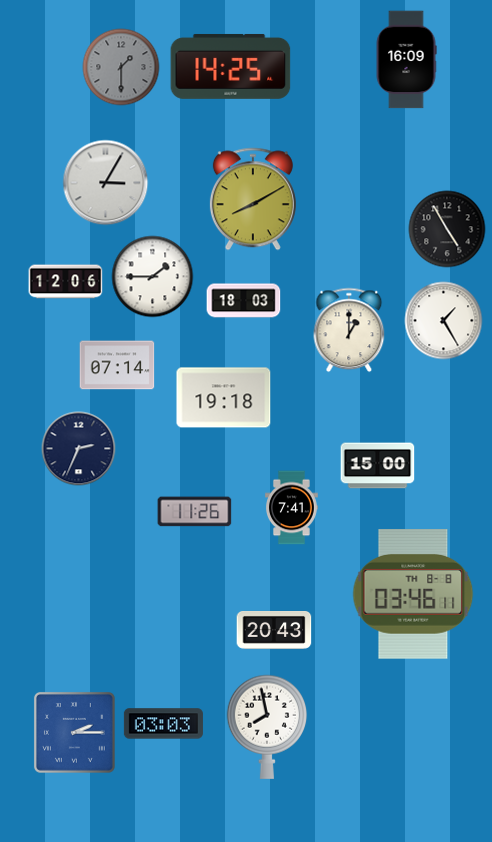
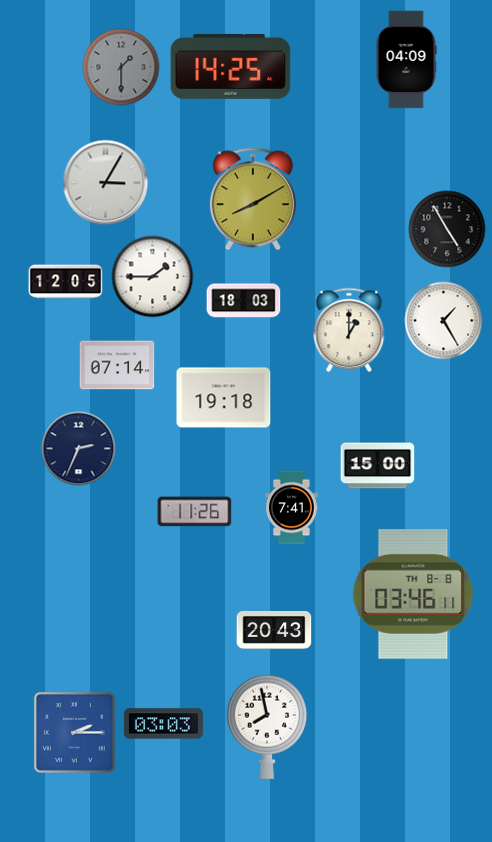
clock at (406, 60): 16:09 -> 04:09
clock at (66, 282): 12:06 -> 12:05
